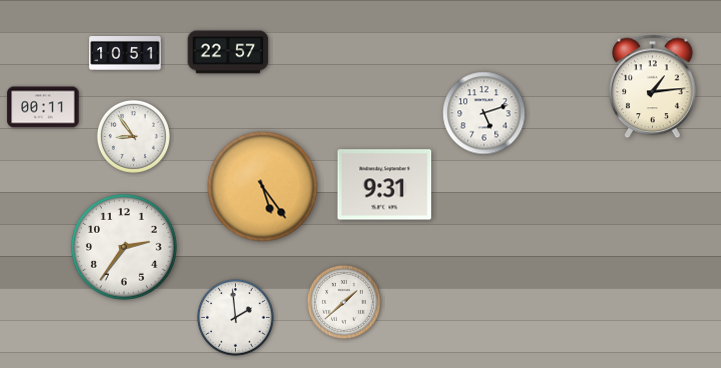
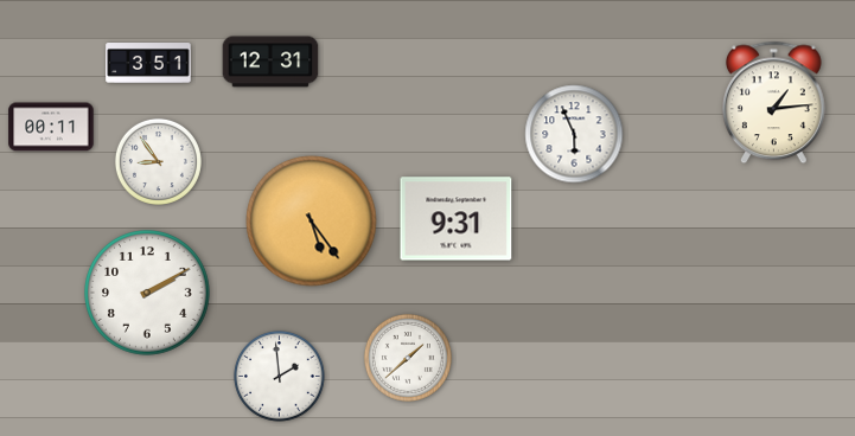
clock at (228, 52): 22:57 -> 12:31
clock at (125, 54): 10:51 -> 3:51
clock at (484, 113): 5:12 -> 5:56
clock at (125, 248): 2:36 -> 2:10
